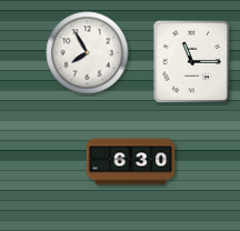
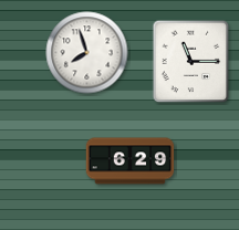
clock at (88, 53): 7:55 -> 7:57
clock at (131, 162): 6:30 -> 6:29
